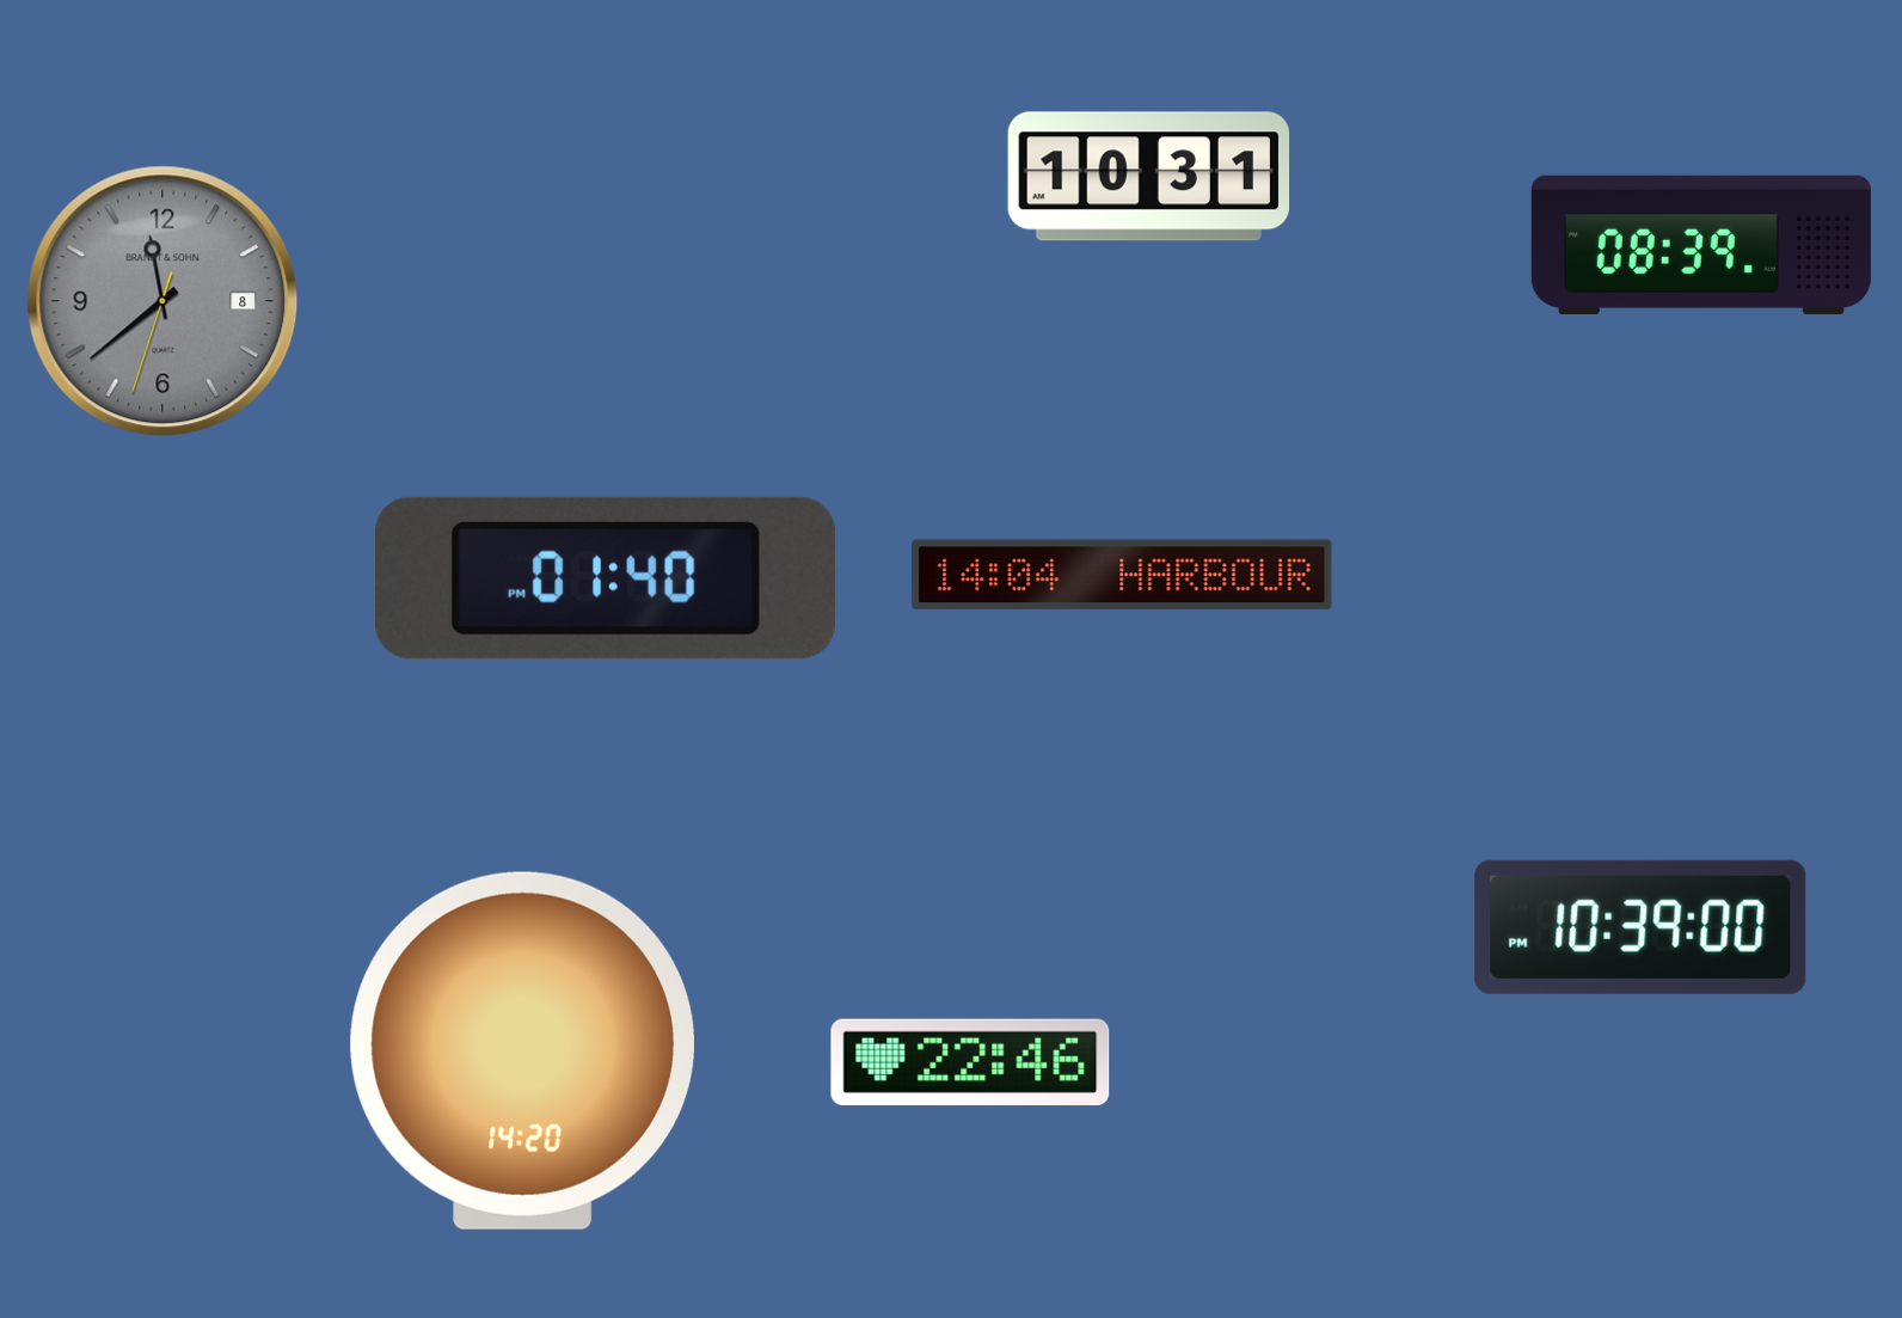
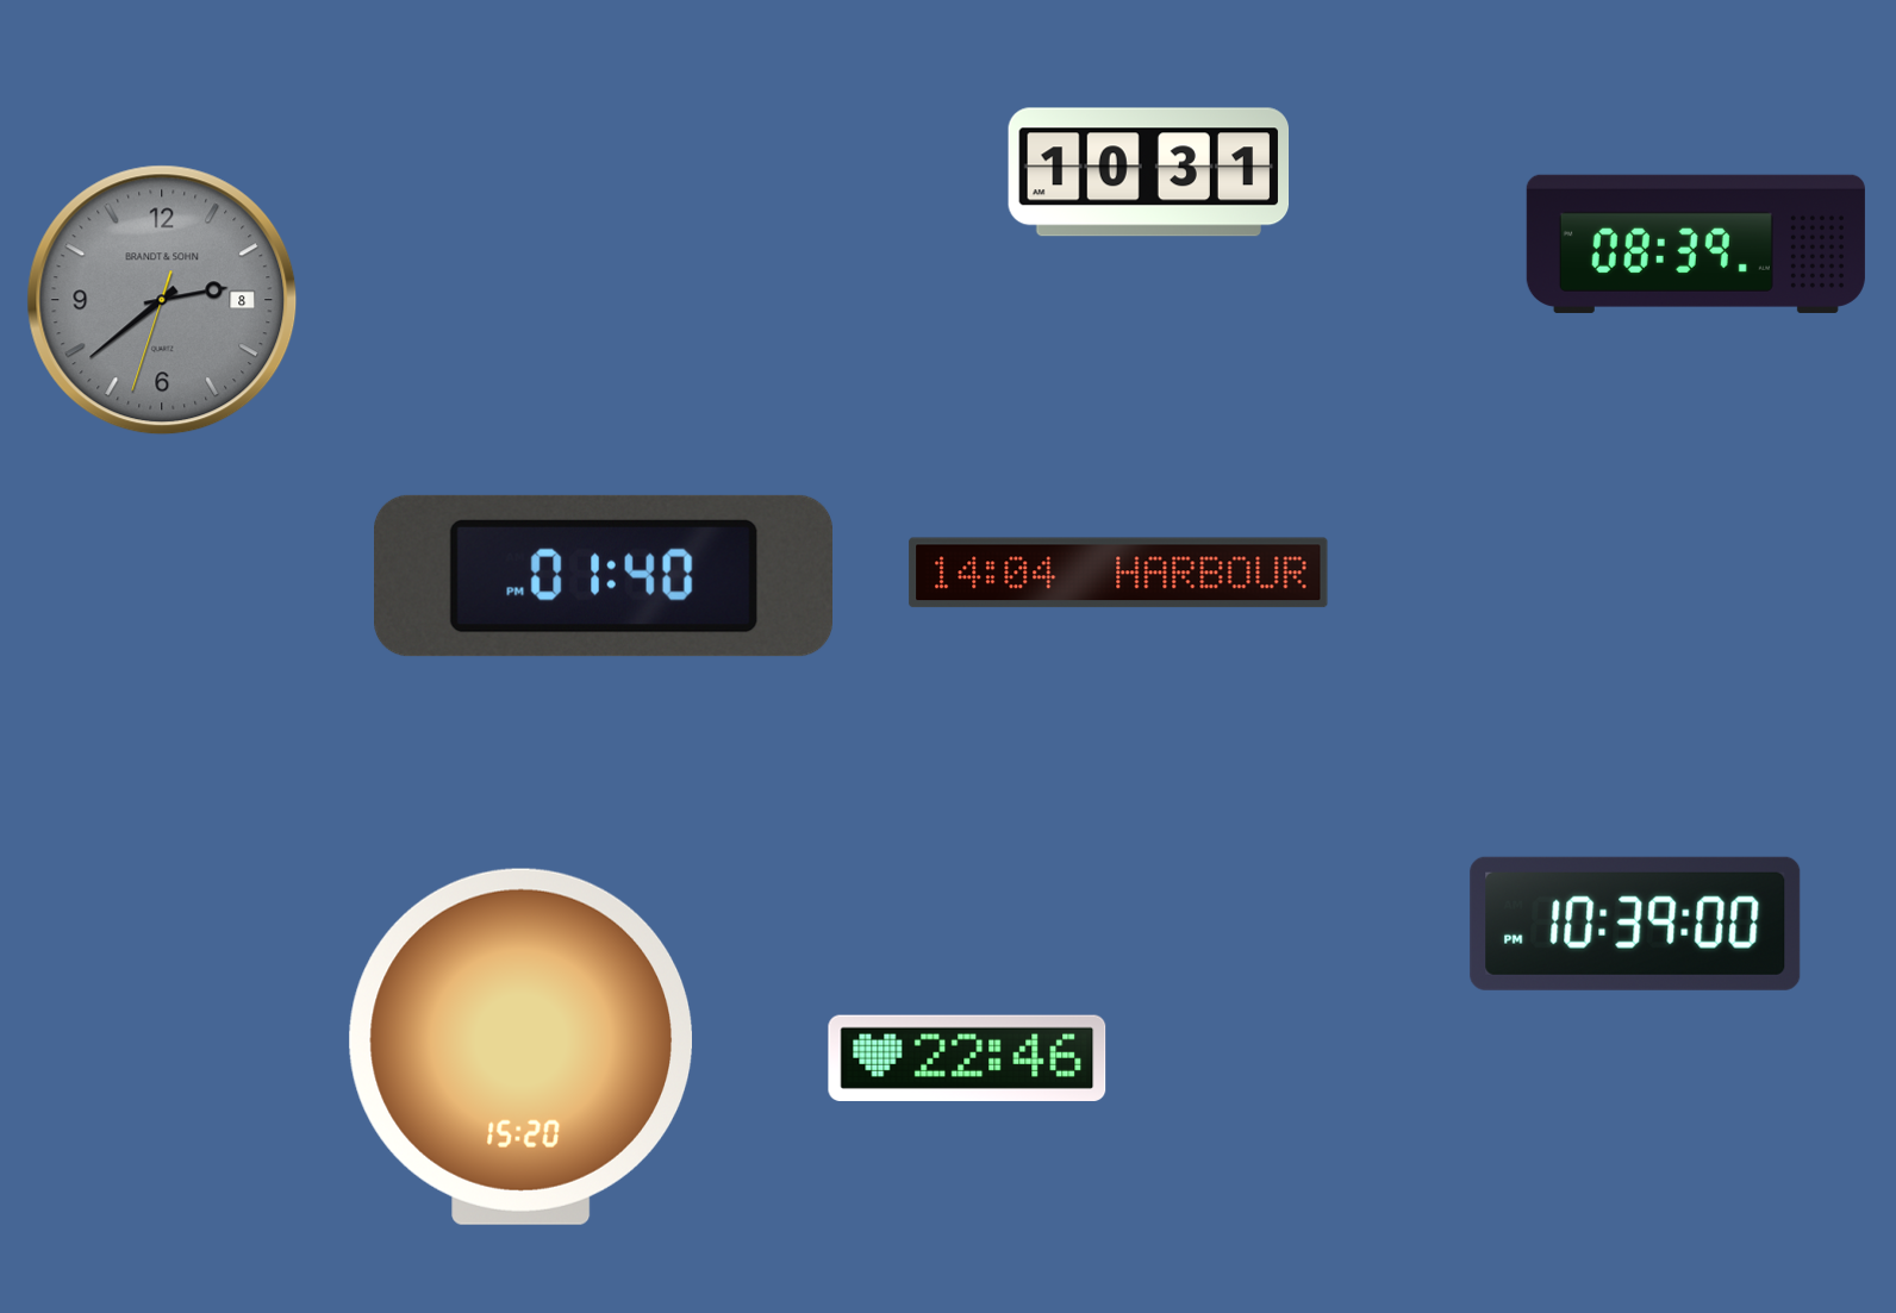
clock at (1149, 177) position: (1149, 177) -> (1149, 173)
clock at (162, 301): 11:38 -> 2:38
clock at (522, 1050): 14:20 -> 15:20
